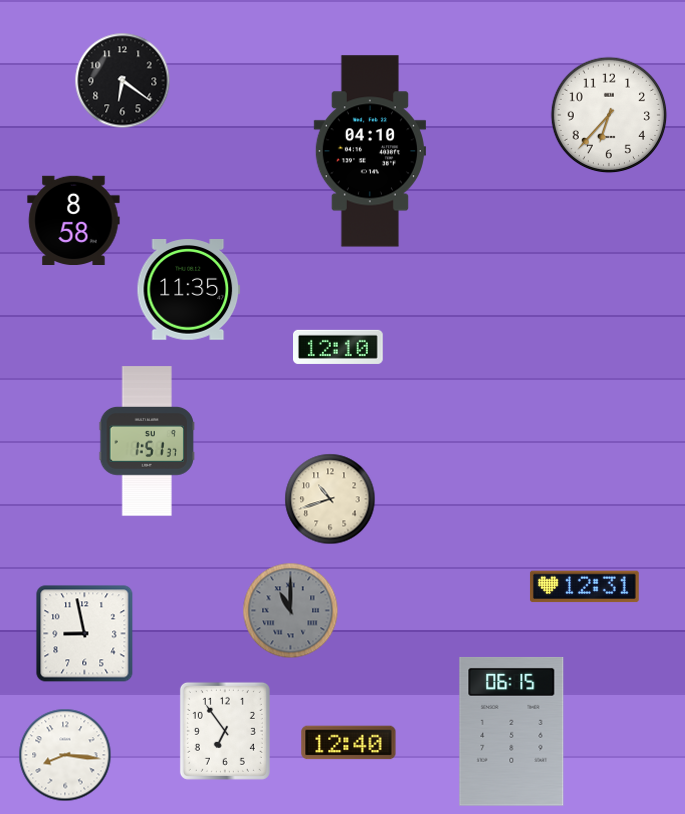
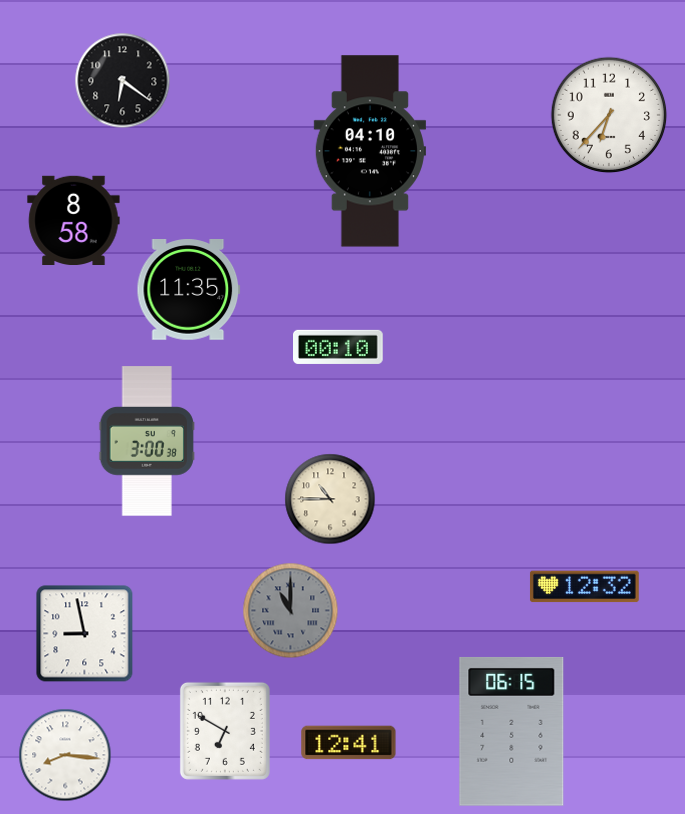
clock at (339, 347): 12:10 -> 00:10
clock at (146, 441): 1:51 -> 3:00
clock at (330, 499): 10:42 -> 10:45
clock at (584, 587): 12:31 -> 12:32
clock at (225, 731): 6:54 -> 6:50
clock at (349, 743): 12:40 -> 12:41
